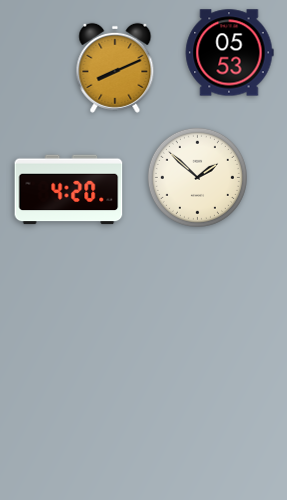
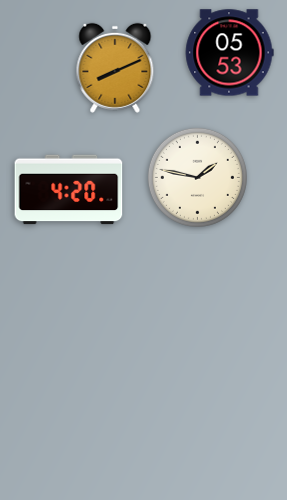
clock at (197, 177): 1:52 -> 1:47
